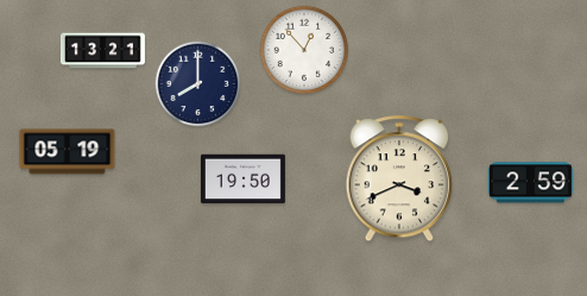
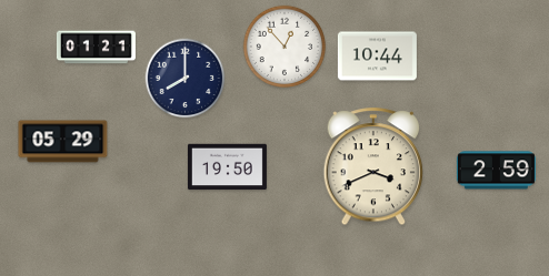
clock at (102, 51): 13:21 -> 01:21
clock at (377, 57): none -> 10:44
clock at (68, 152): 05:19 -> 05:29
